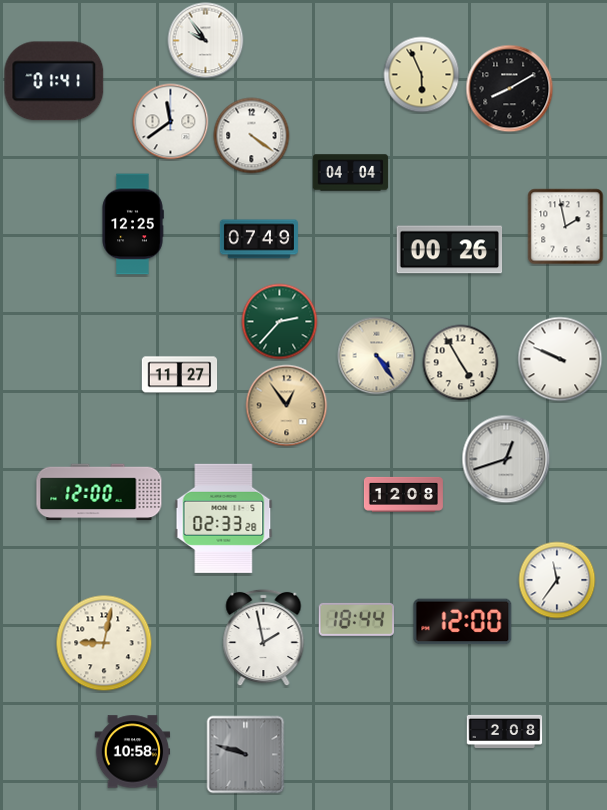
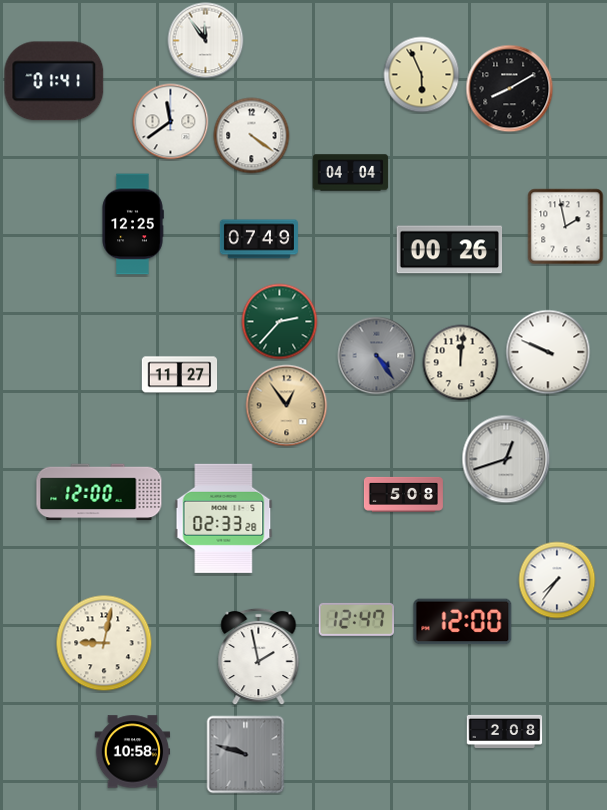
clock at (206, 41): 9:54 -> 11:54
clock at (377, 356) dial: cream -> grey
clock at (560, 359) position: (560, 359) -> (548, 352)
clock at (461, 363): 4:55 -> 12:01
clock at (403, 494): 12:08 -> 5:08
clock at (557, 580): 11:36 -> 7:36
clock at (356, 619): 18:44 -> 12:47
clock at (264, 638) position: (264, 638) -> (259, 657)
